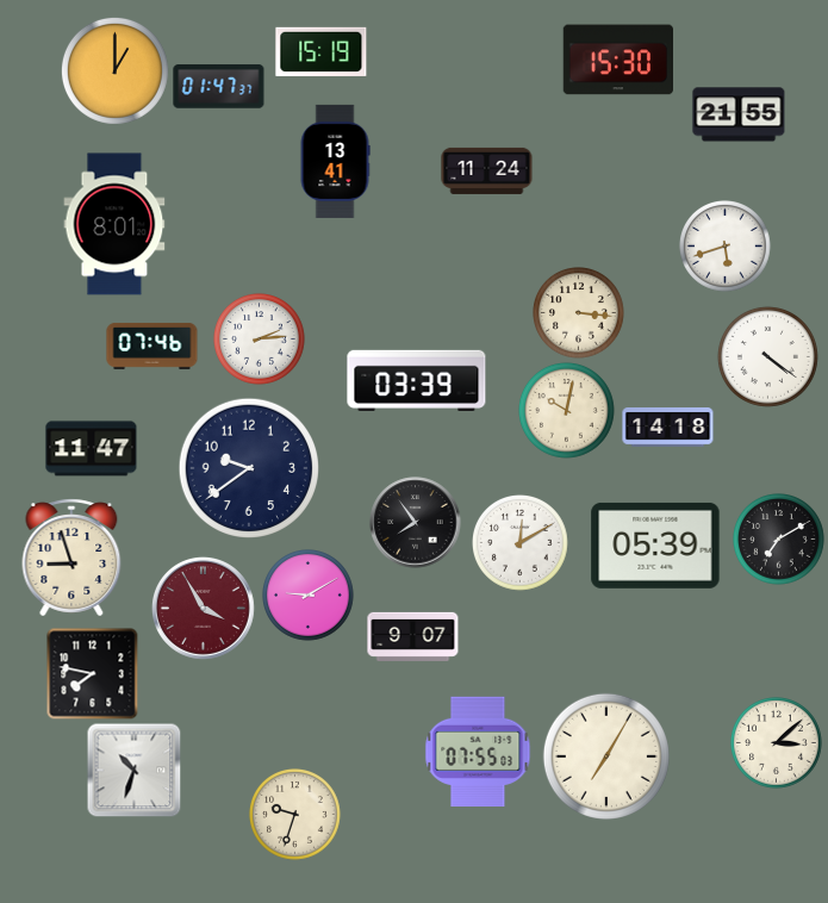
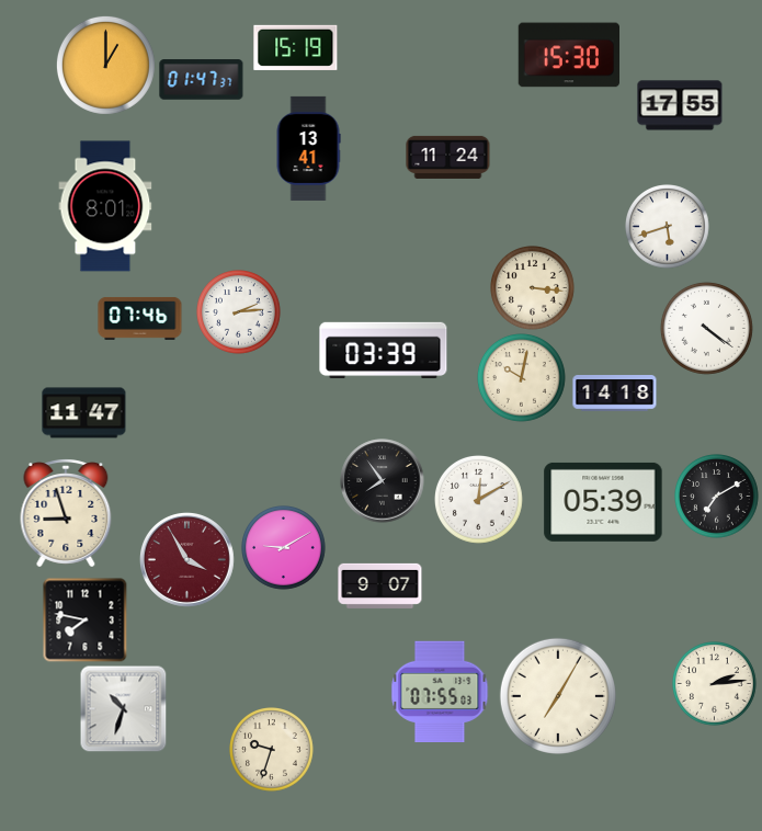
clock at (739, 114): 21:55 -> 17:55
clock at (248, 467): 9:39 -> none
clock at (777, 743): 3:08 -> 2:14
